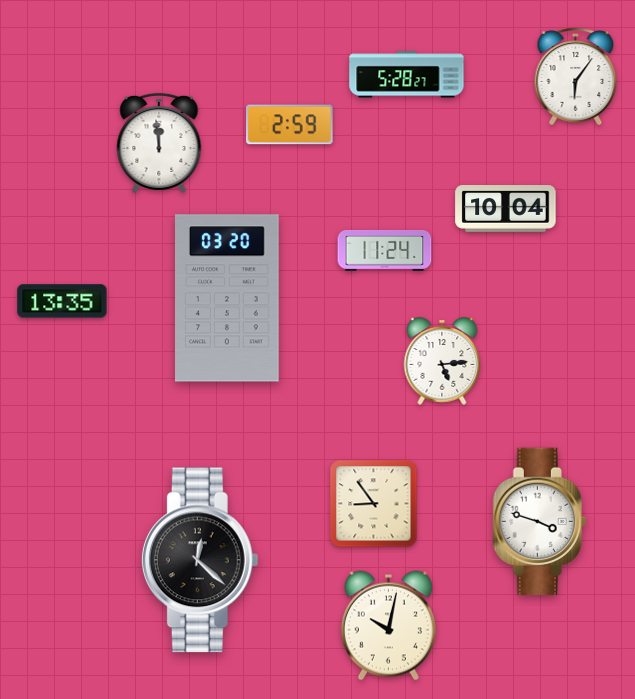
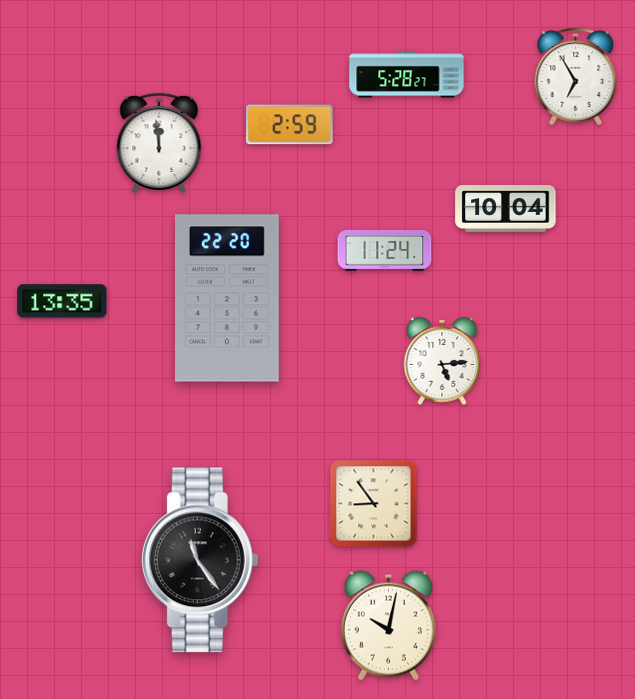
clock at (576, 77): 6:06 -> 6:55
clock at (228, 298): 03:20 -> 22:20
clock at (539, 522): 3:48 -> none
clock at (200, 560): 12:22 -> 11:24
